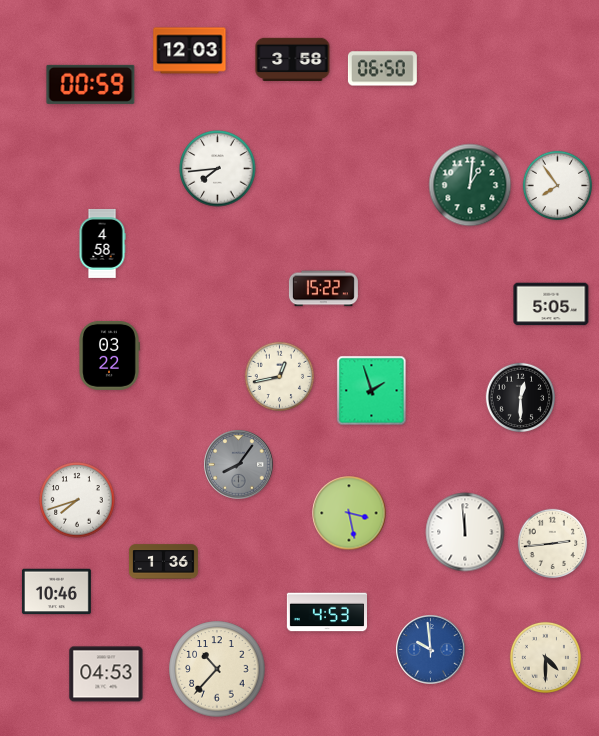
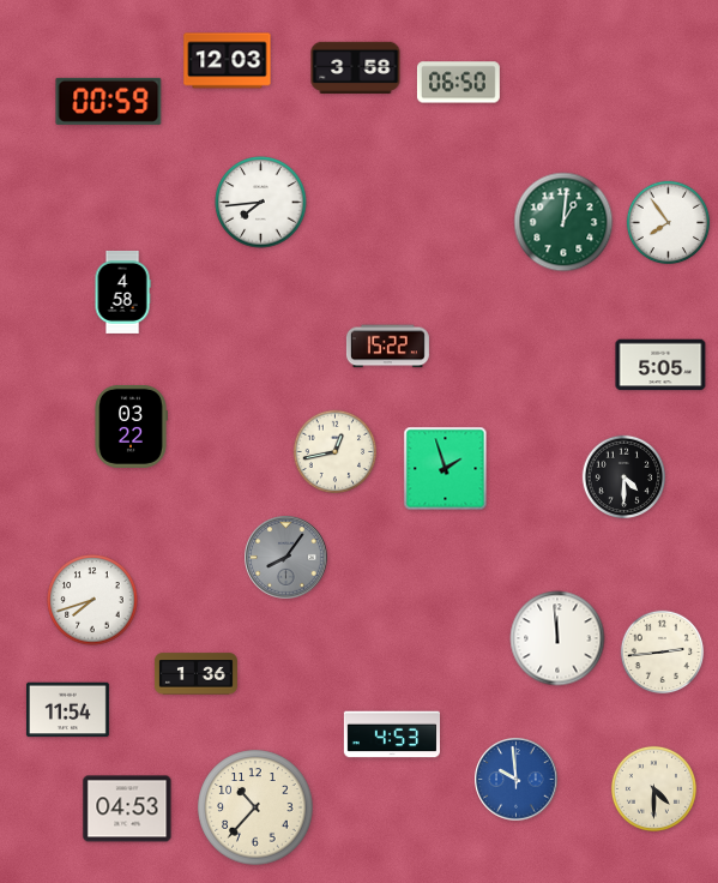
clock at (293, 59) position: (293, 59) -> (356, 67)
clock at (521, 398): 12:30 -> 4:30
clock at (349, 513): 3:28 -> none
clock at (56, 592): 10:46 -> 11:54
clock at (217, 669) position: (217, 669) -> (255, 807)
